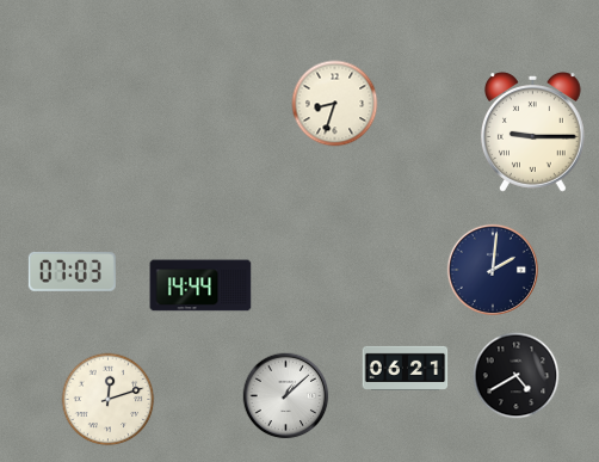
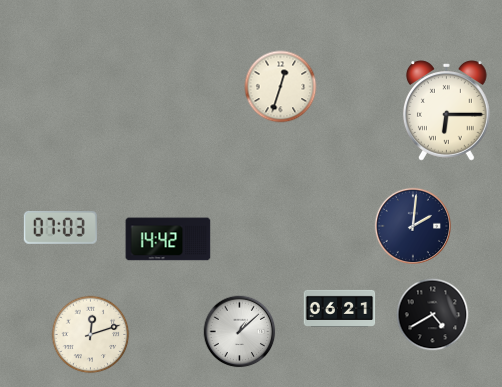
clock at (335, 104): 8:33 -> 12:33
clock at (533, 133): 9:15 -> 6:15
clock at (200, 285): 14:44 -> 14:42
